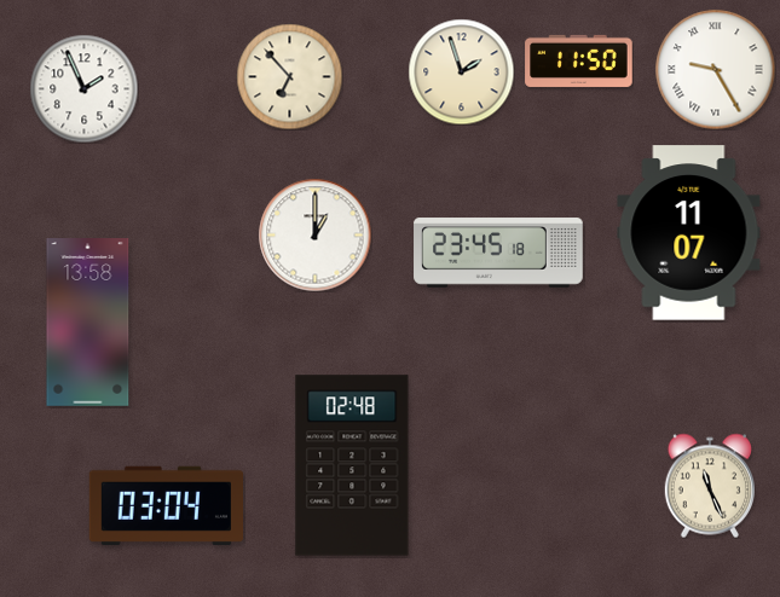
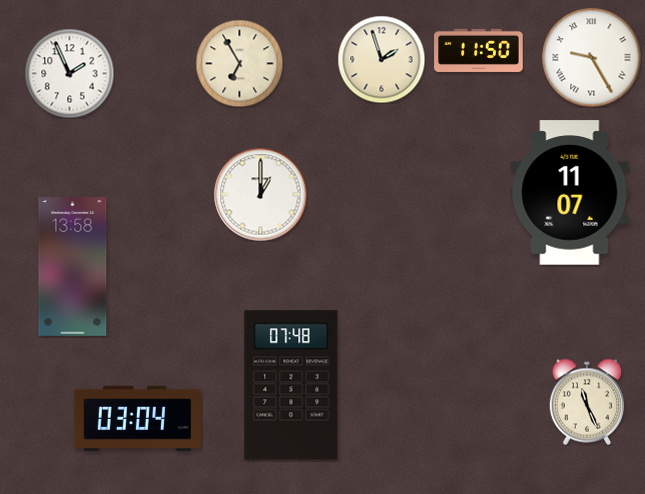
clock at (289, 76): 6:53 -> 6:55
clock at (498, 253): 23:45 -> none
clock at (352, 465): 02:48 -> 07:48
